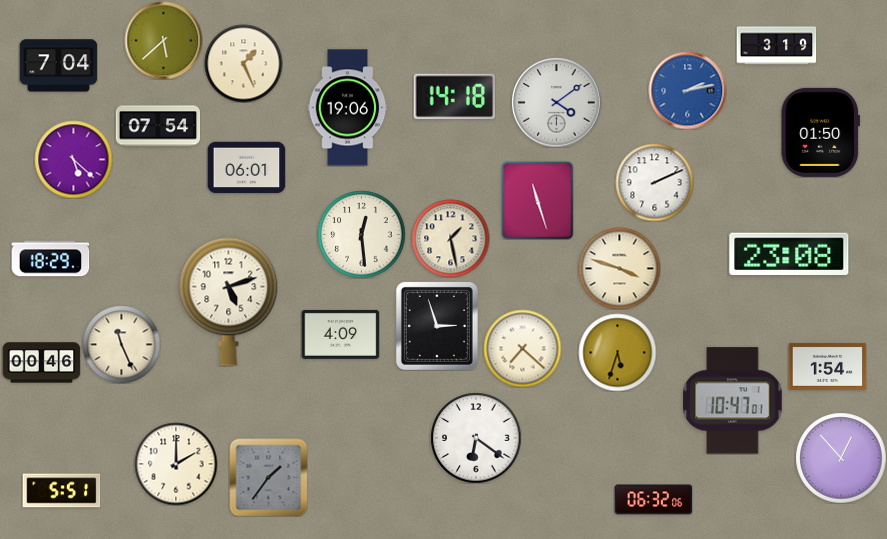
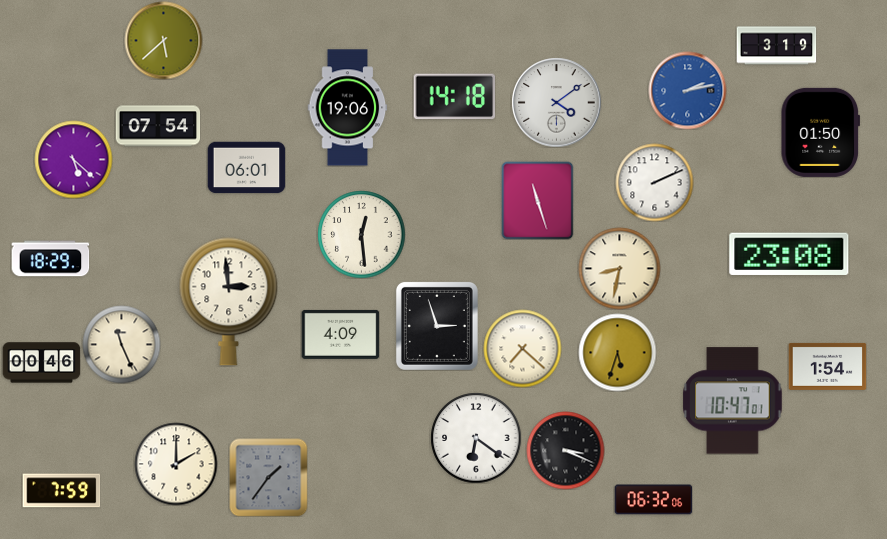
clock at (243, 63): 1:26 -> none
clock at (58, 66): 7:04 -> none
clock at (450, 238): 1:28 -> none
clock at (619, 268): 3:48 -> 8:32
clock at (229, 301): 5:12 -> 2:59
clock at (565, 450): none -> 3:19
clock at (841, 458): 12:53 -> none
clock at (61, 491): 5:51 -> 7:59
